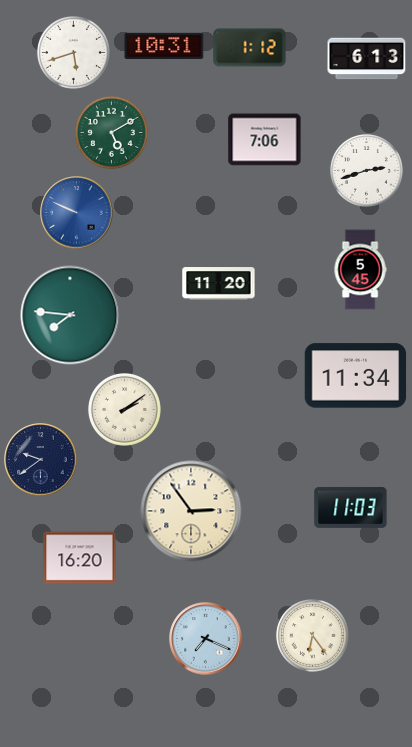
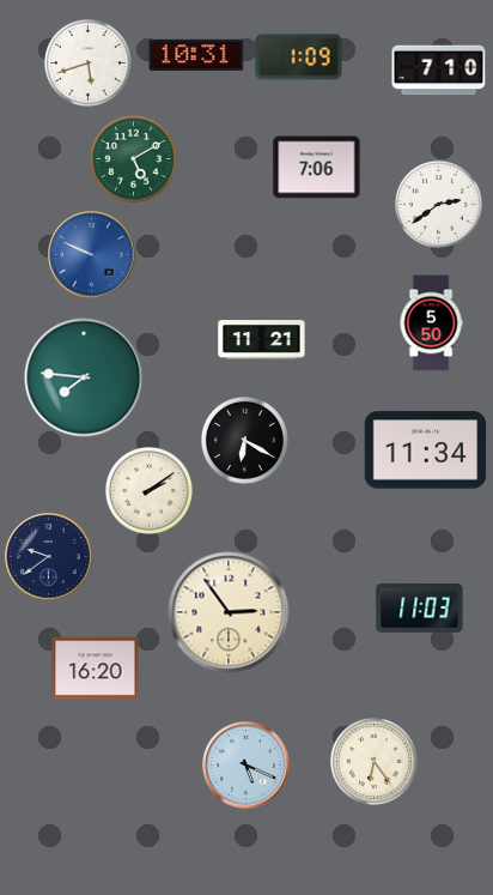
clock at (250, 48): 1:12 -> 1:09
clock at (367, 59): 6:13 -> 7:10
clock at (366, 170): 2:42 -> 2:39
clock at (360, 270): 5:45 -> 5:50
clock at (219, 284): 11:20 -> 11:21
clock at (244, 440): none -> 6:20
clock at (41, 460) position: (41, 460) -> (49, 557)
clock at (206, 639): 7:19 -> 5:19
